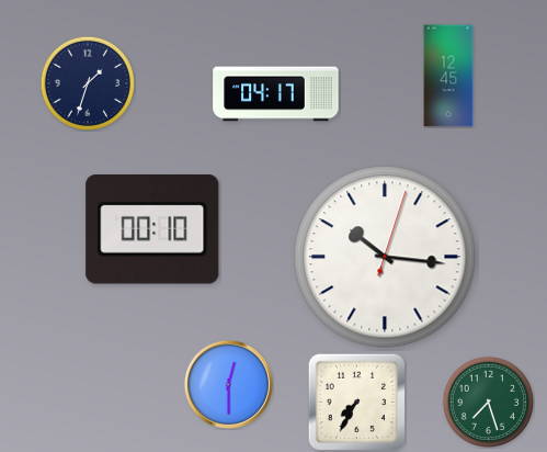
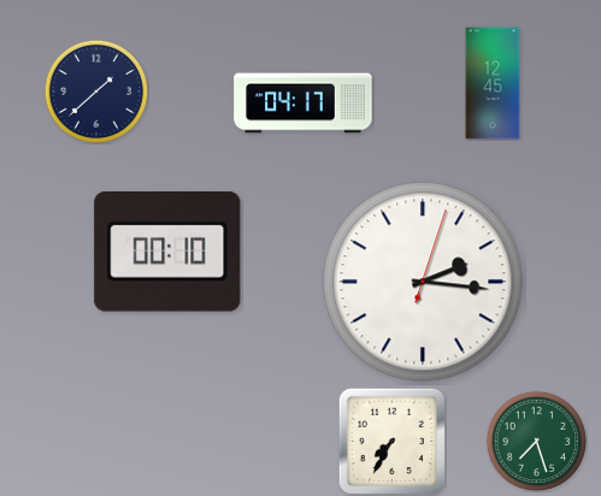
clock at (88, 83): 1:33 -> 1:38
clock at (385, 257): 10:16 -> 2:16
clock at (228, 384): 12:30 -> none
